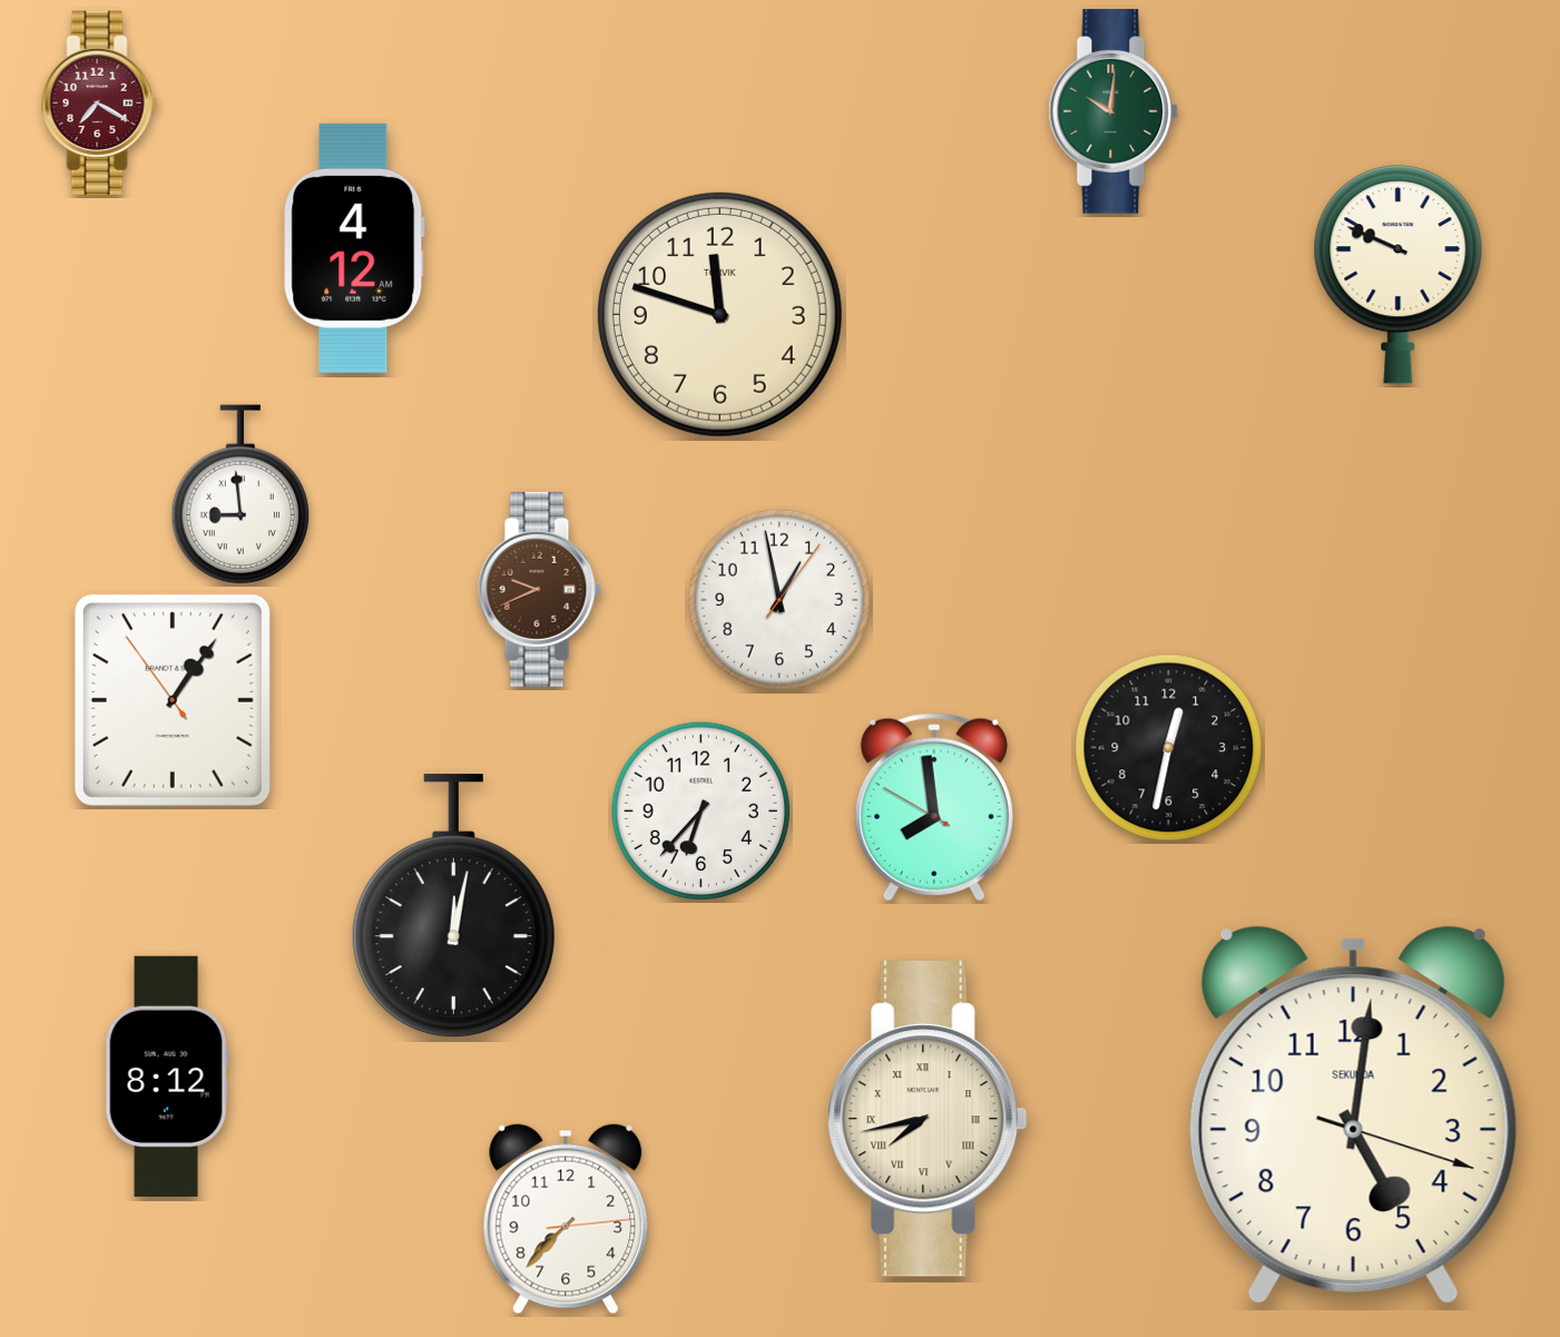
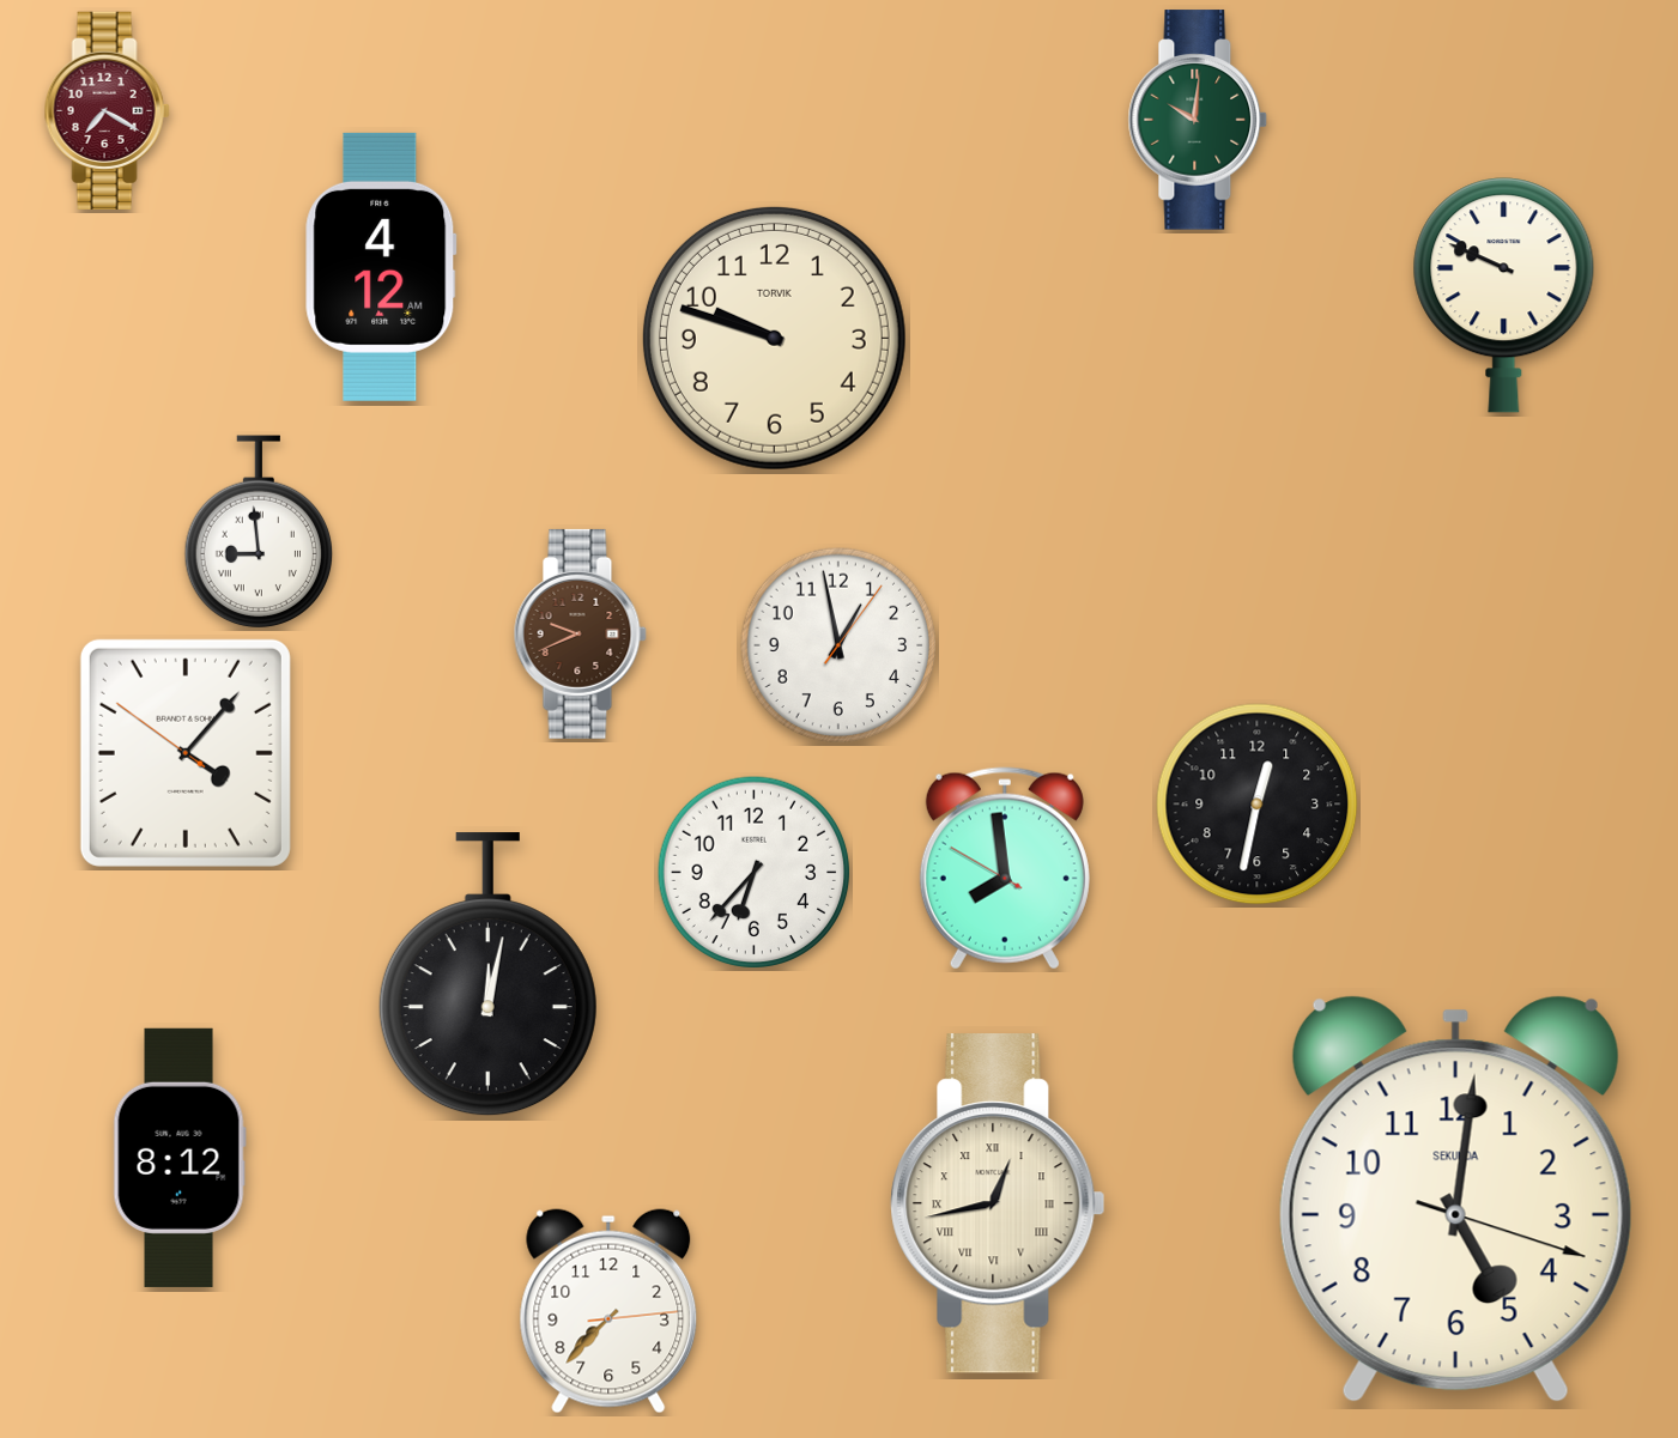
clock at (719, 314): 11:48 -> 9:48
clock at (173, 700): 1:05 -> 4:06
clock at (928, 1120): 7:43 -> 12:43
